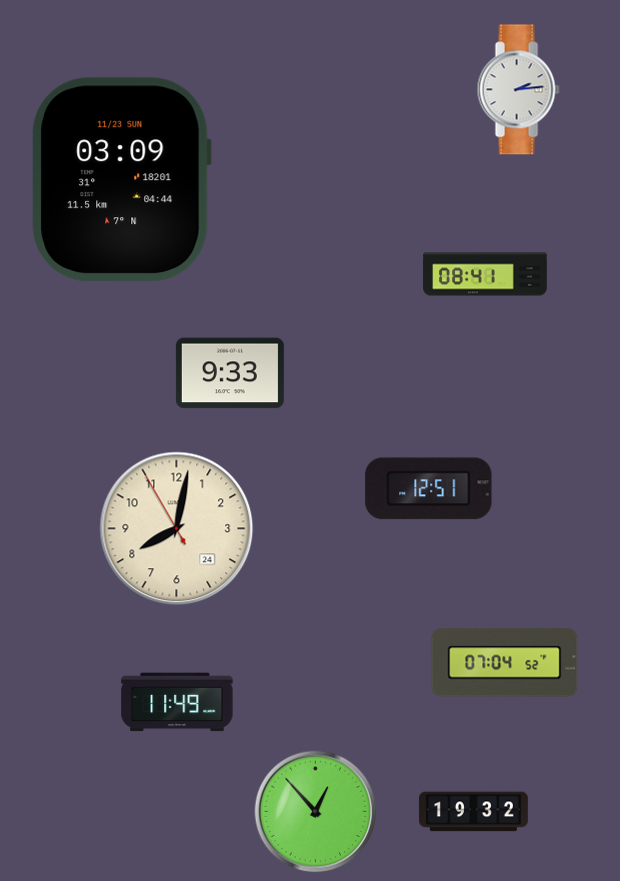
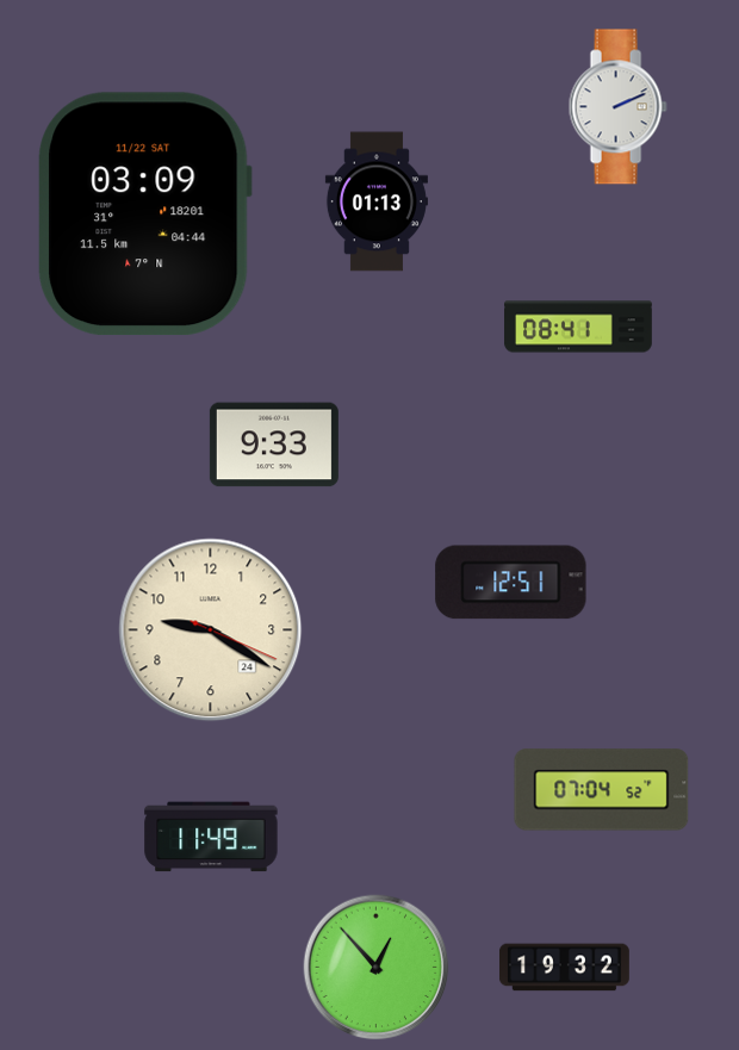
clock at (518, 90): 2:14 -> 2:11
clock at (377, 201): none -> 01:13
clock at (121, 180) date: 11/23 SUN -> 11/22 SAT
clock at (177, 529): 8:01 -> 9:20
